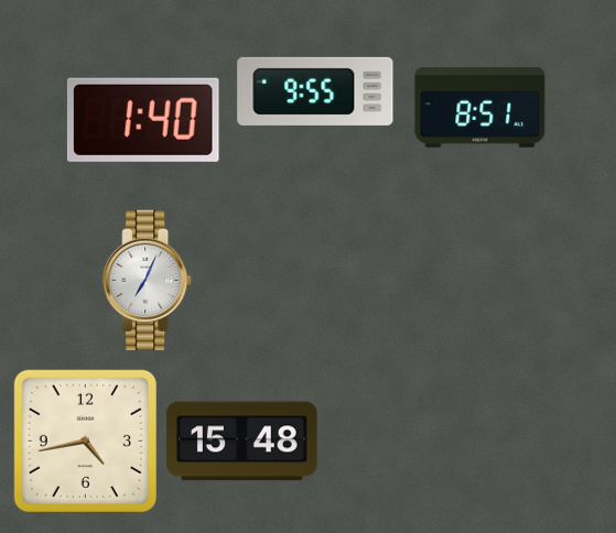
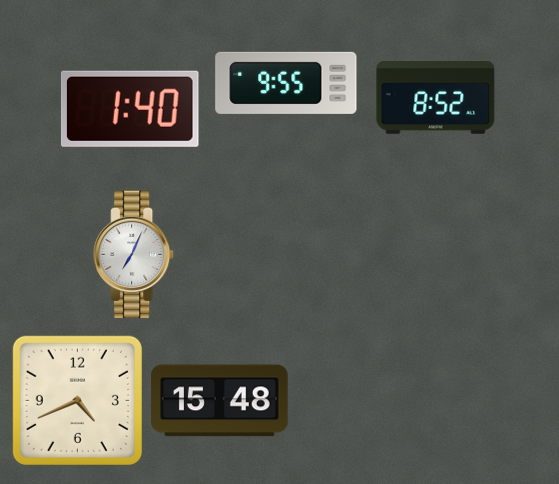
clock at (480, 108): 8:51 -> 8:52
clock at (85, 440): 4:43 -> 4:41
